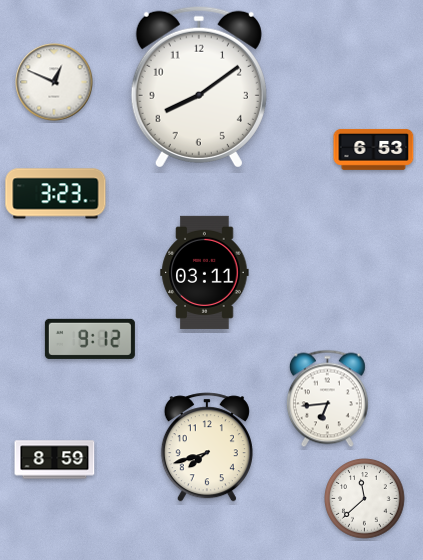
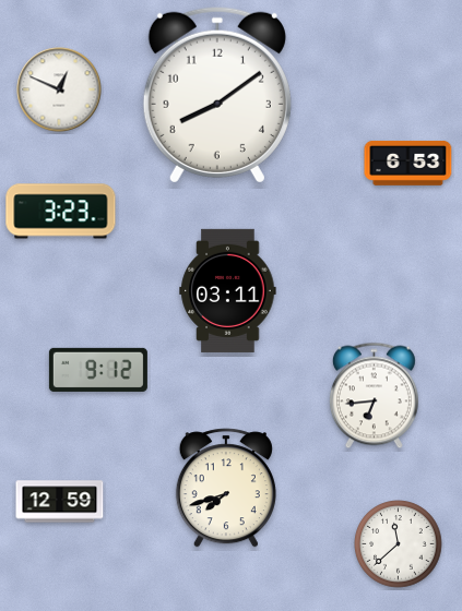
clock at (205, 272) position: (205, 272) -> (228, 290)
clock at (327, 399) position: (327, 399) -> (374, 396)
clock at (55, 460): 8:59 -> 12:59
